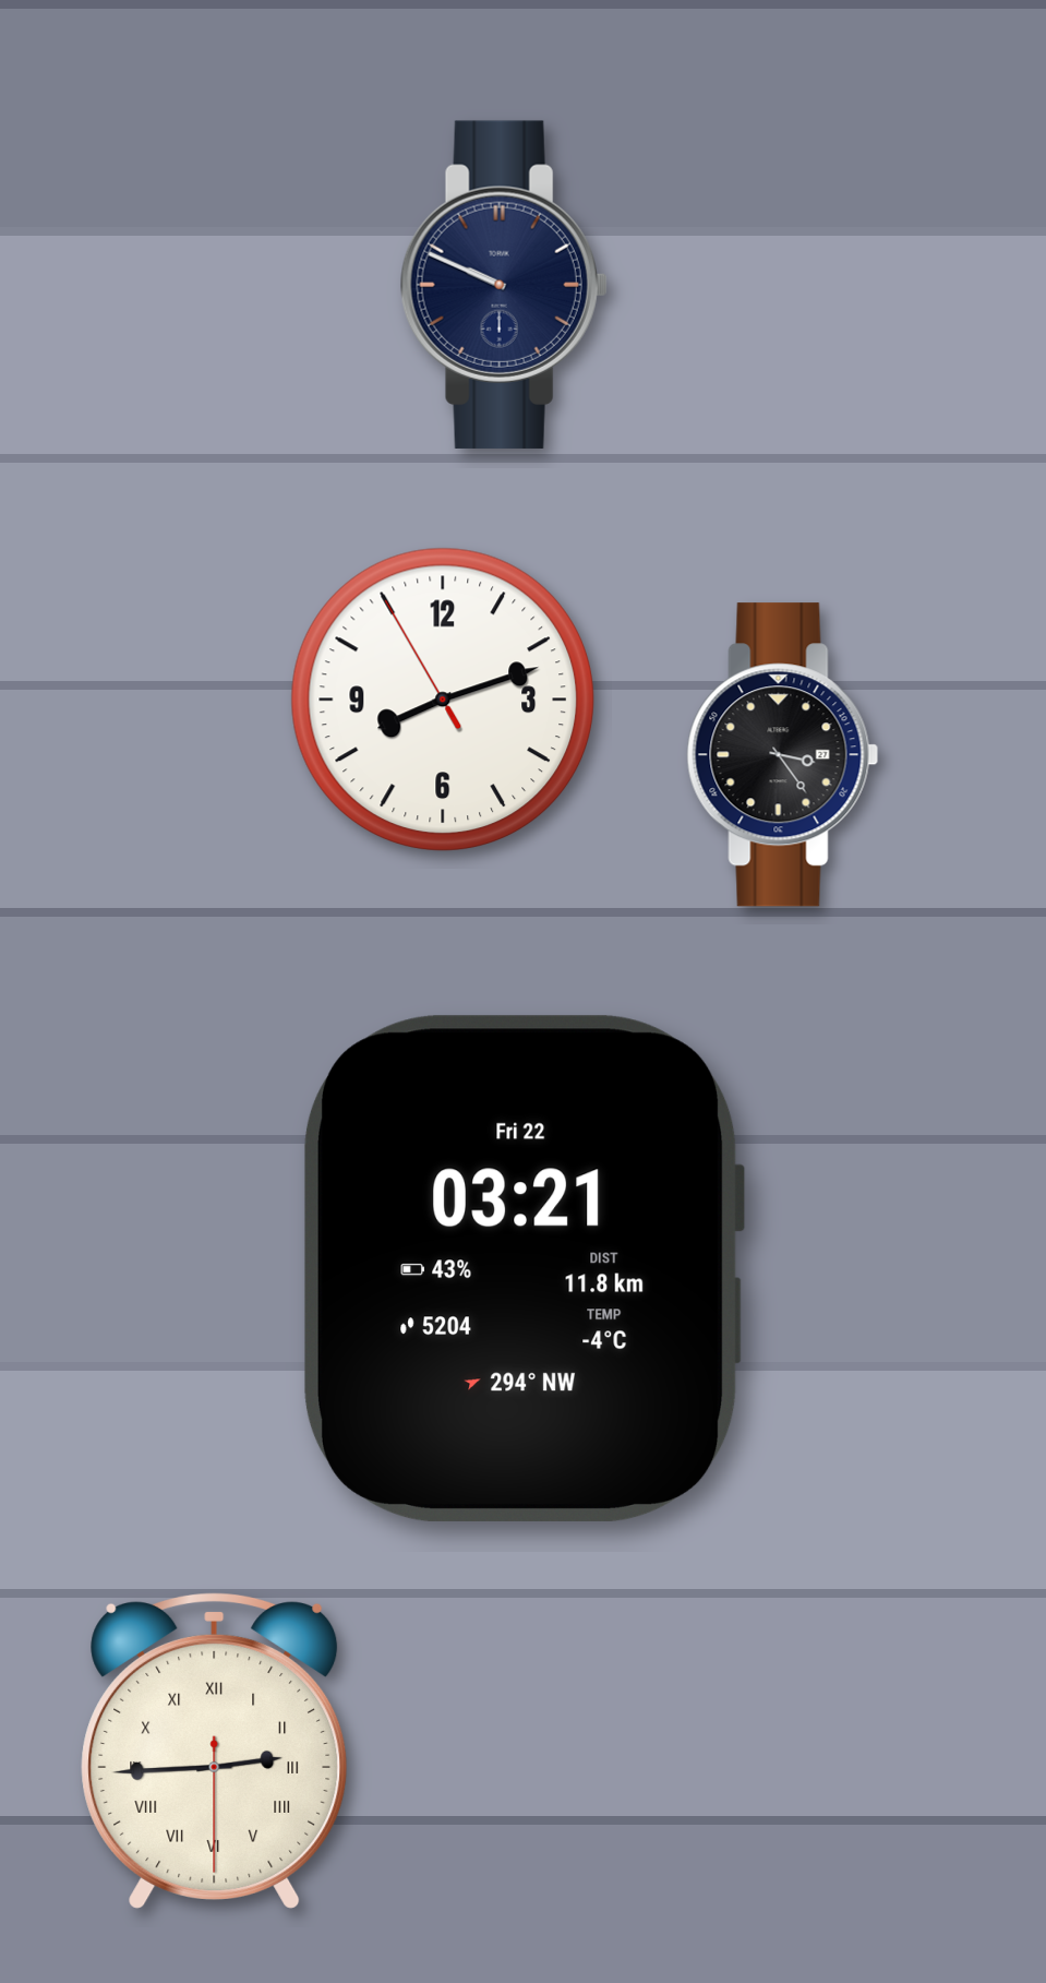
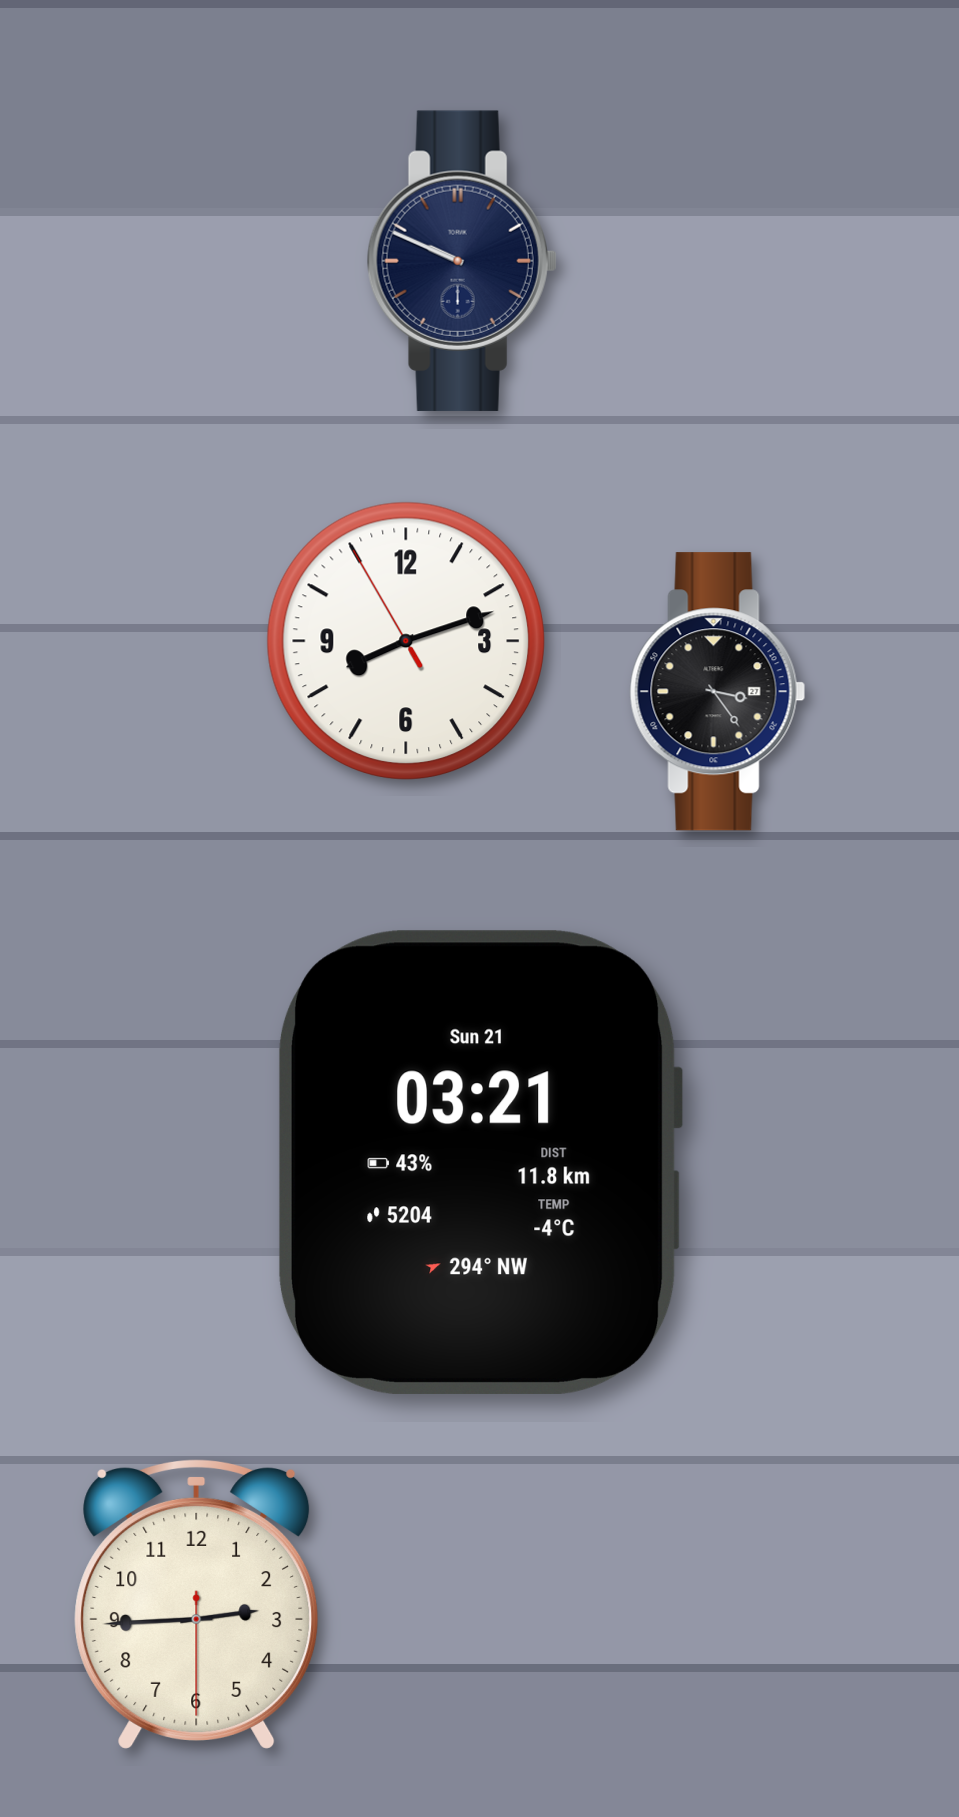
clock at (524, 1268) date: Fri 22 -> Sun 21
clock at (215, 1751) numerals: Roman -> Arabic
